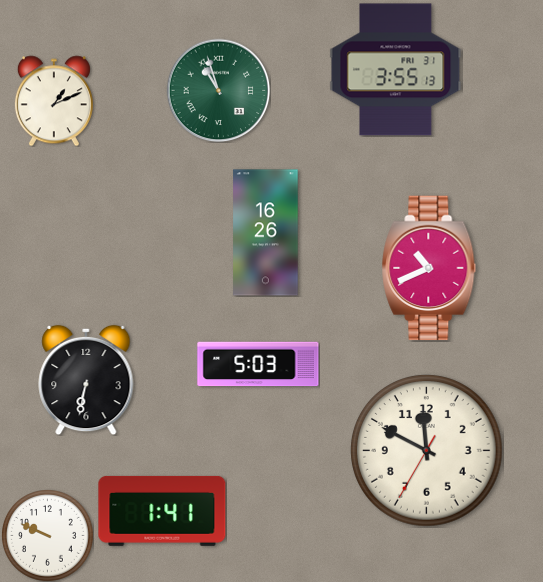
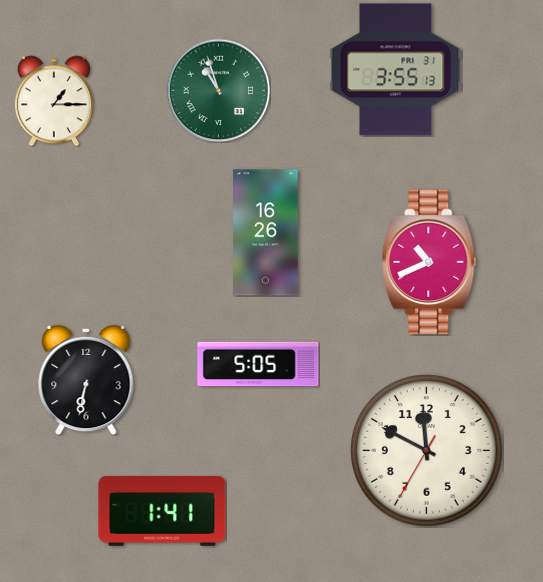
clock at (54, 101): 1:11 -> 1:15
clock at (429, 268) position: (429, 268) -> (429, 262)
clock at (258, 364): 5:03 -> 5:05
clock at (48, 536): 9:49 -> none
